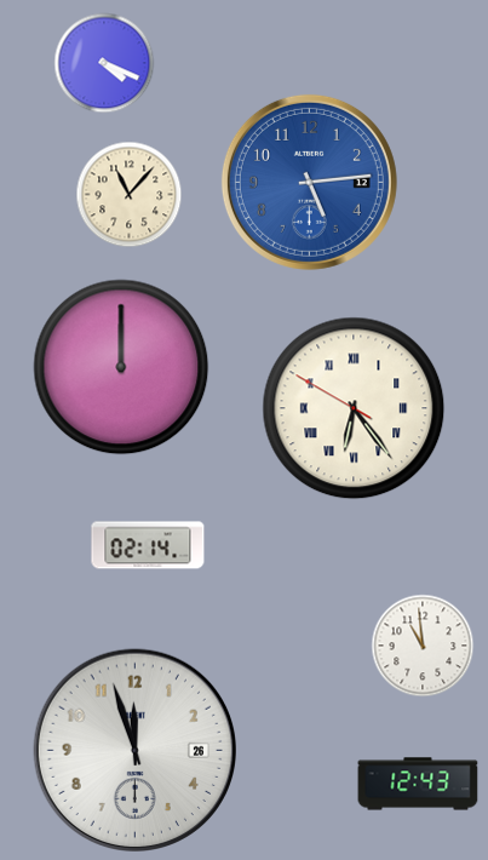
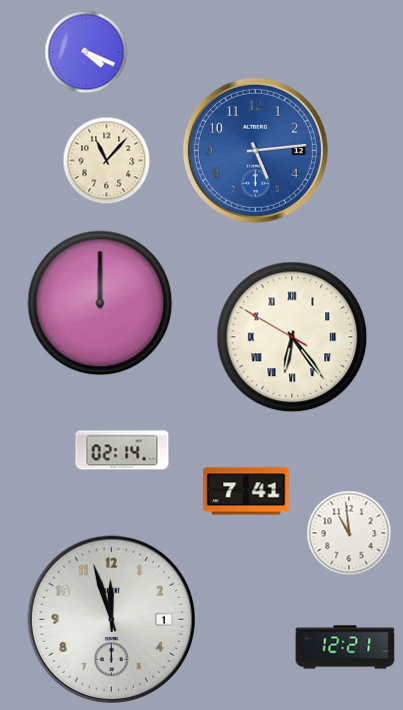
clock at (246, 491): none -> 7:41
clock at (134, 750) date: 26 -> 1
clock at (418, 784): 12:43 -> 12:21
